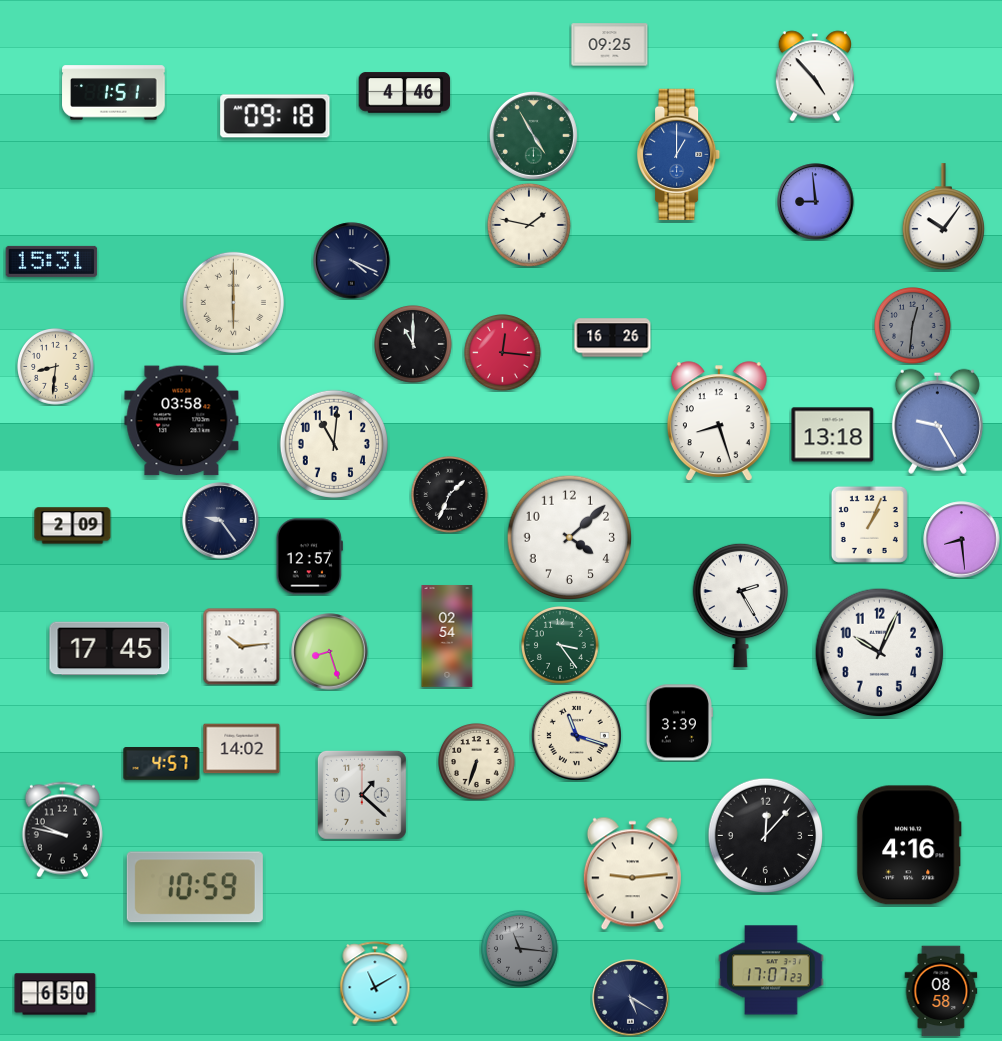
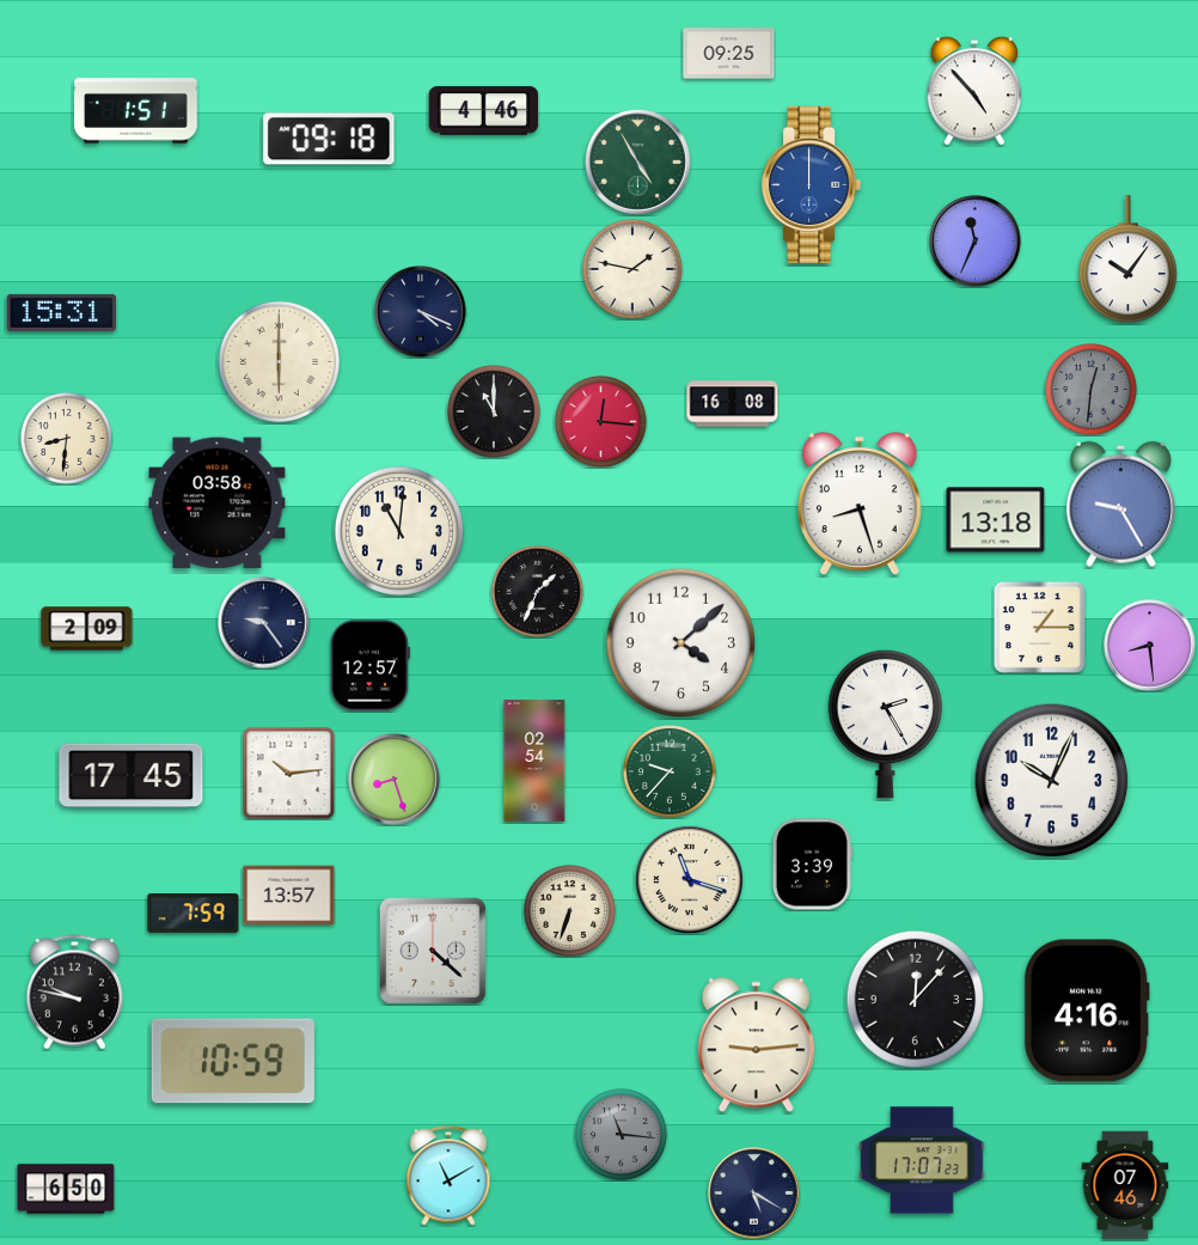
clock at (680, 155): 1:00 -> 12:00
clock at (816, 202): 8:59 -> 11:34
clock at (613, 338): 16:26 -> 16:08
clock at (869, 524): 1:04 -> 1:15
clock at (561, 646): 3:24 -> 9:37
clock at (242, 749): 14:02 -> 13:57
clock at (162, 764): 4:57 -> 7:59
clock at (362, 795): 1:22 -> 4:22
clock at (941, 991): 08:58 -> 07:46
